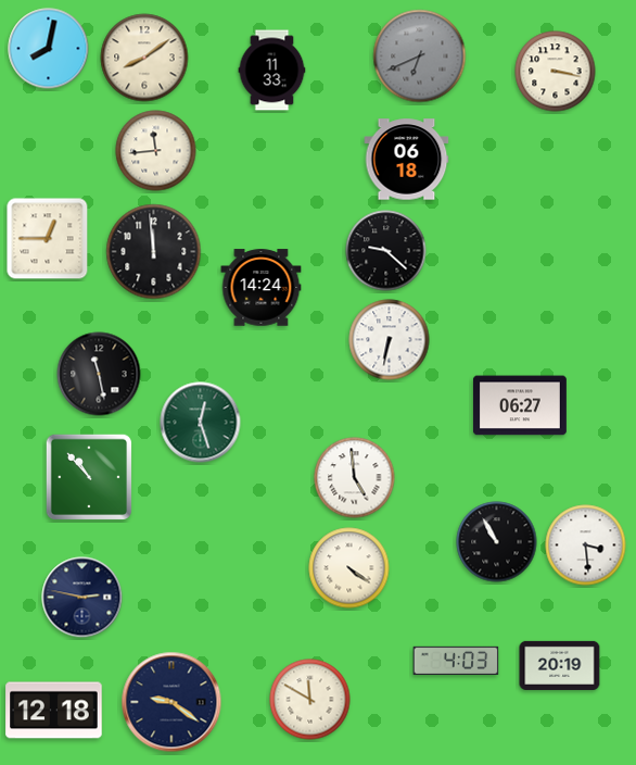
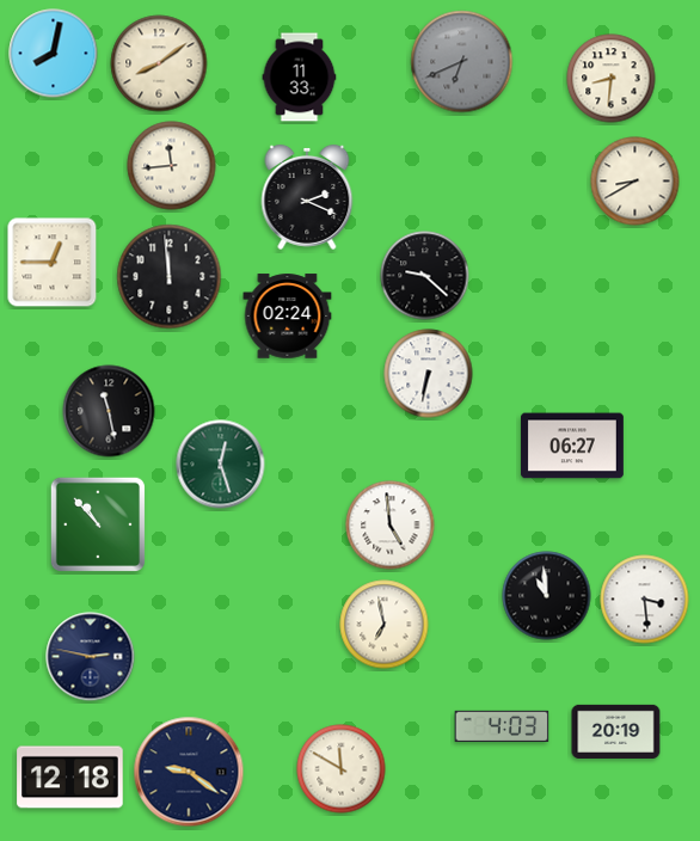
clock at (556, 72): 3:17 -> 8:31
clock at (407, 160): 06:18 -> none
clock at (635, 182): none -> 8:40
clock at (307, 197): none -> 2:19
clock at (262, 288): 14:24 -> 02:24
clock at (497, 542): 10:55 -> 10:59
clock at (349, 568): 4:21 -> 6:58
clock at (54, 711) position: (54, 711) -> (70, 778)
